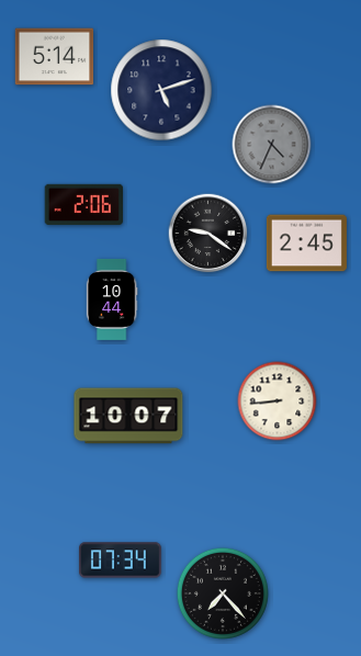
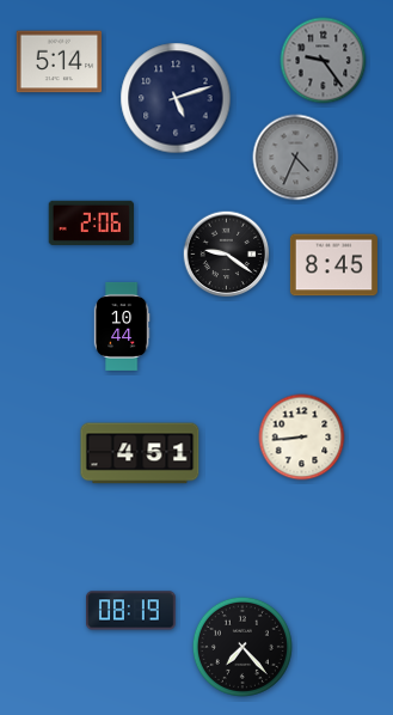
clock at (324, 61): none -> 9:24
clock at (306, 244): 2:45 -> 8:45
clock at (128, 416): 10:07 -> 4:51
clock at (121, 561): 07:34 -> 08:19
